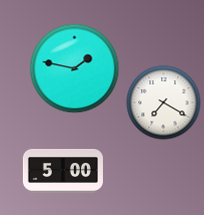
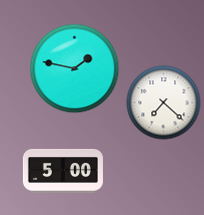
clock at (164, 103): 7:20 -> 7:22
